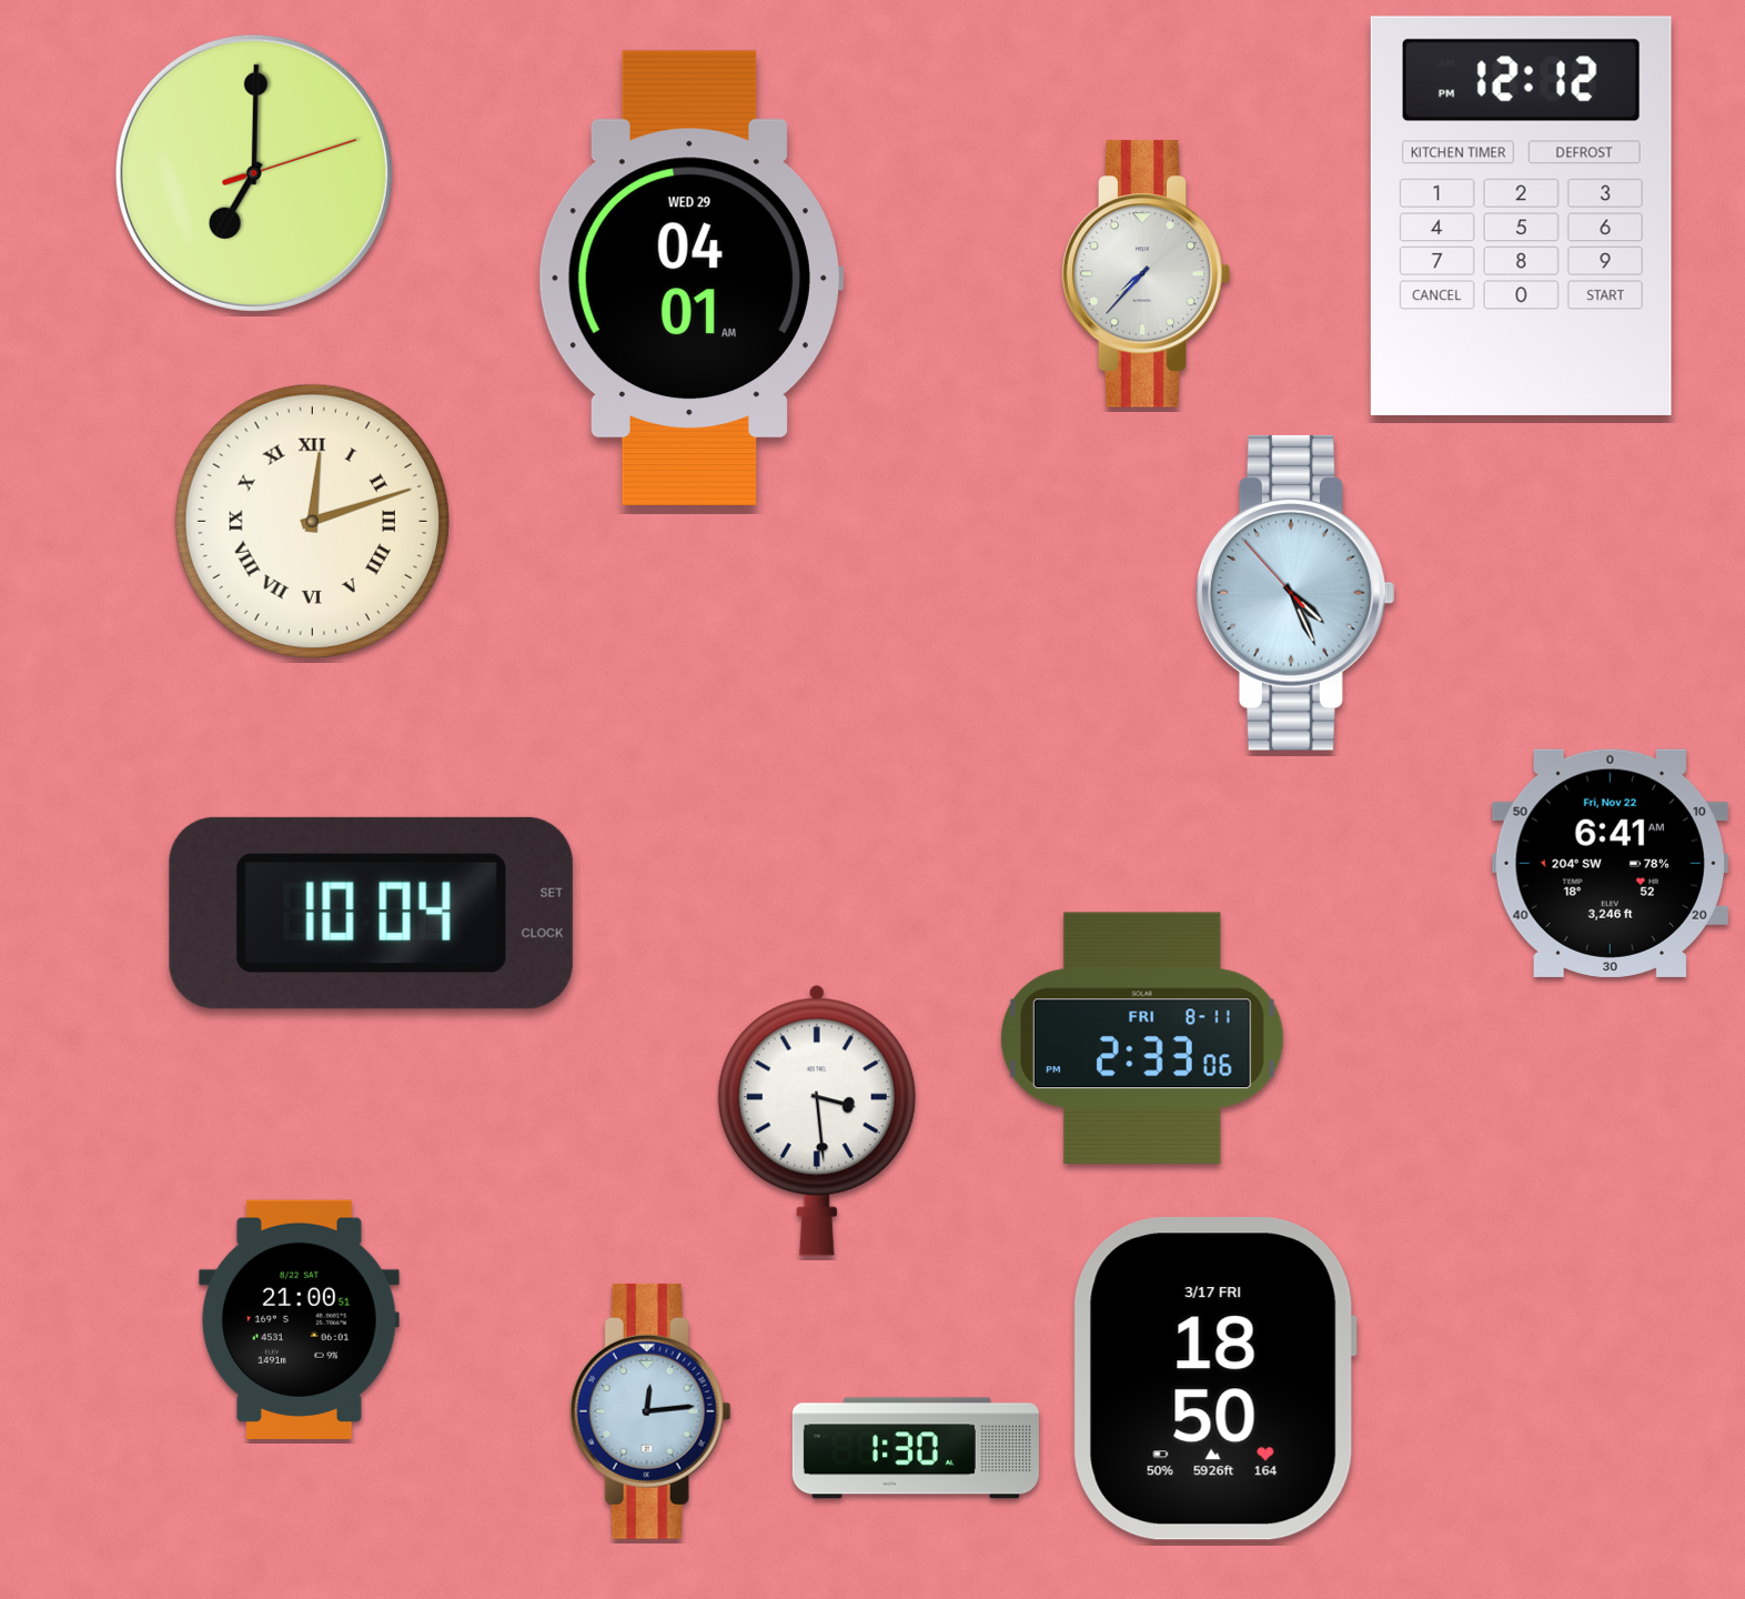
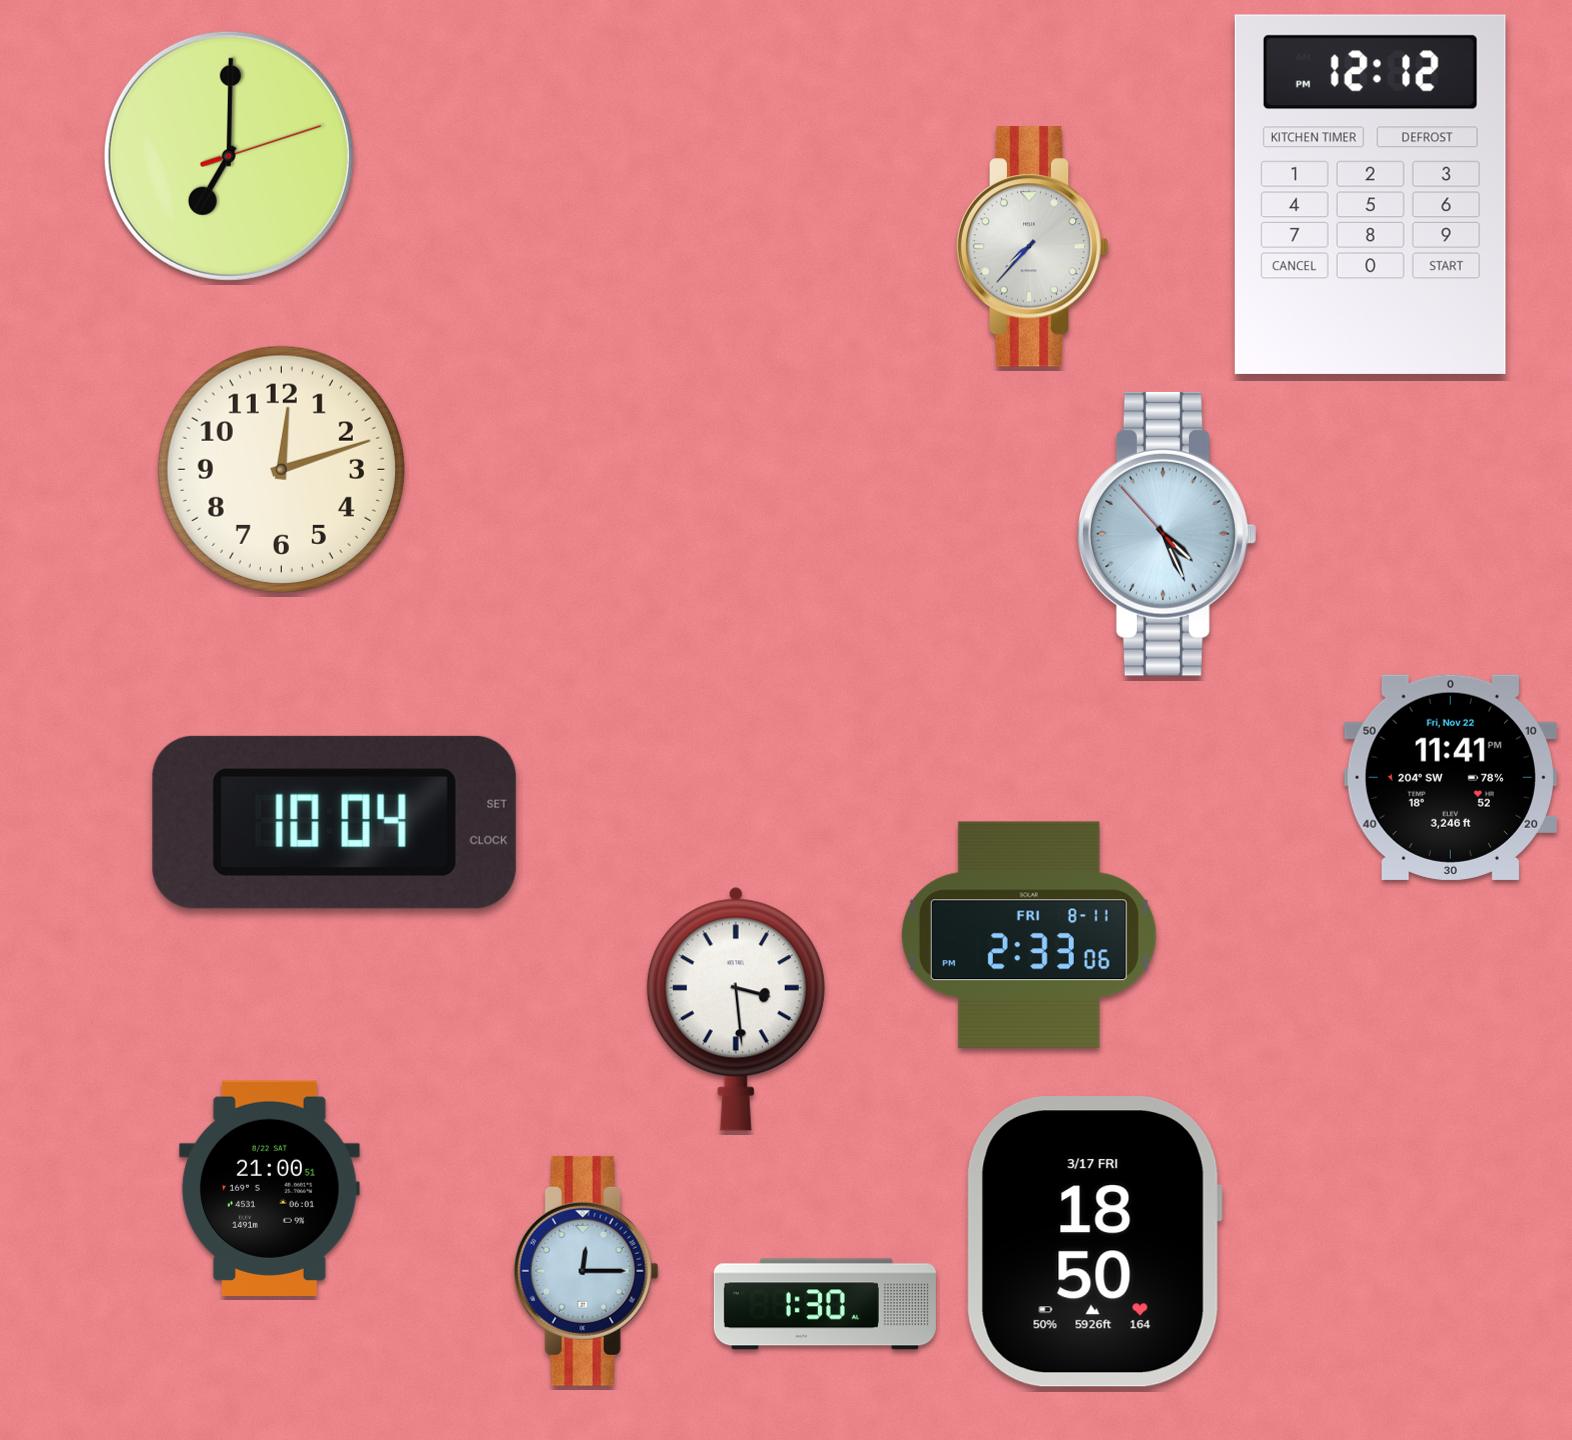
clock at (690, 278): 04:01 -> none
clock at (312, 521) numerals: Roman -> Arabic
clock at (1610, 863): 6:41 -> 11:41
clock at (650, 1411): 12:14 -> 12:15
